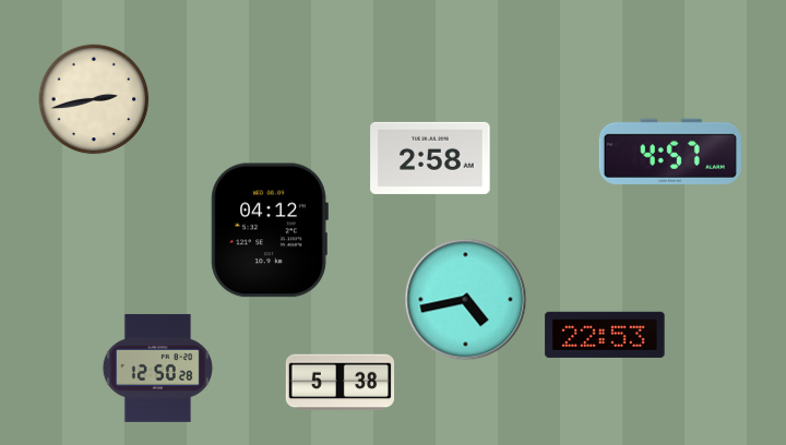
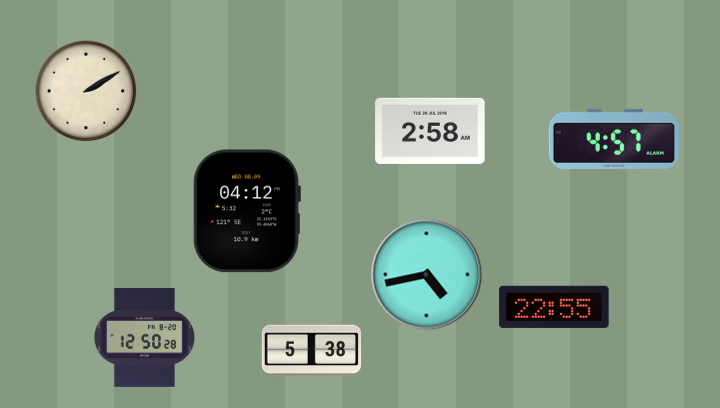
clock at (94, 99): 2:43 -> 2:10
clock at (430, 158) position: (430, 158) -> (430, 131)
clock at (605, 335): 22:53 -> 22:55
